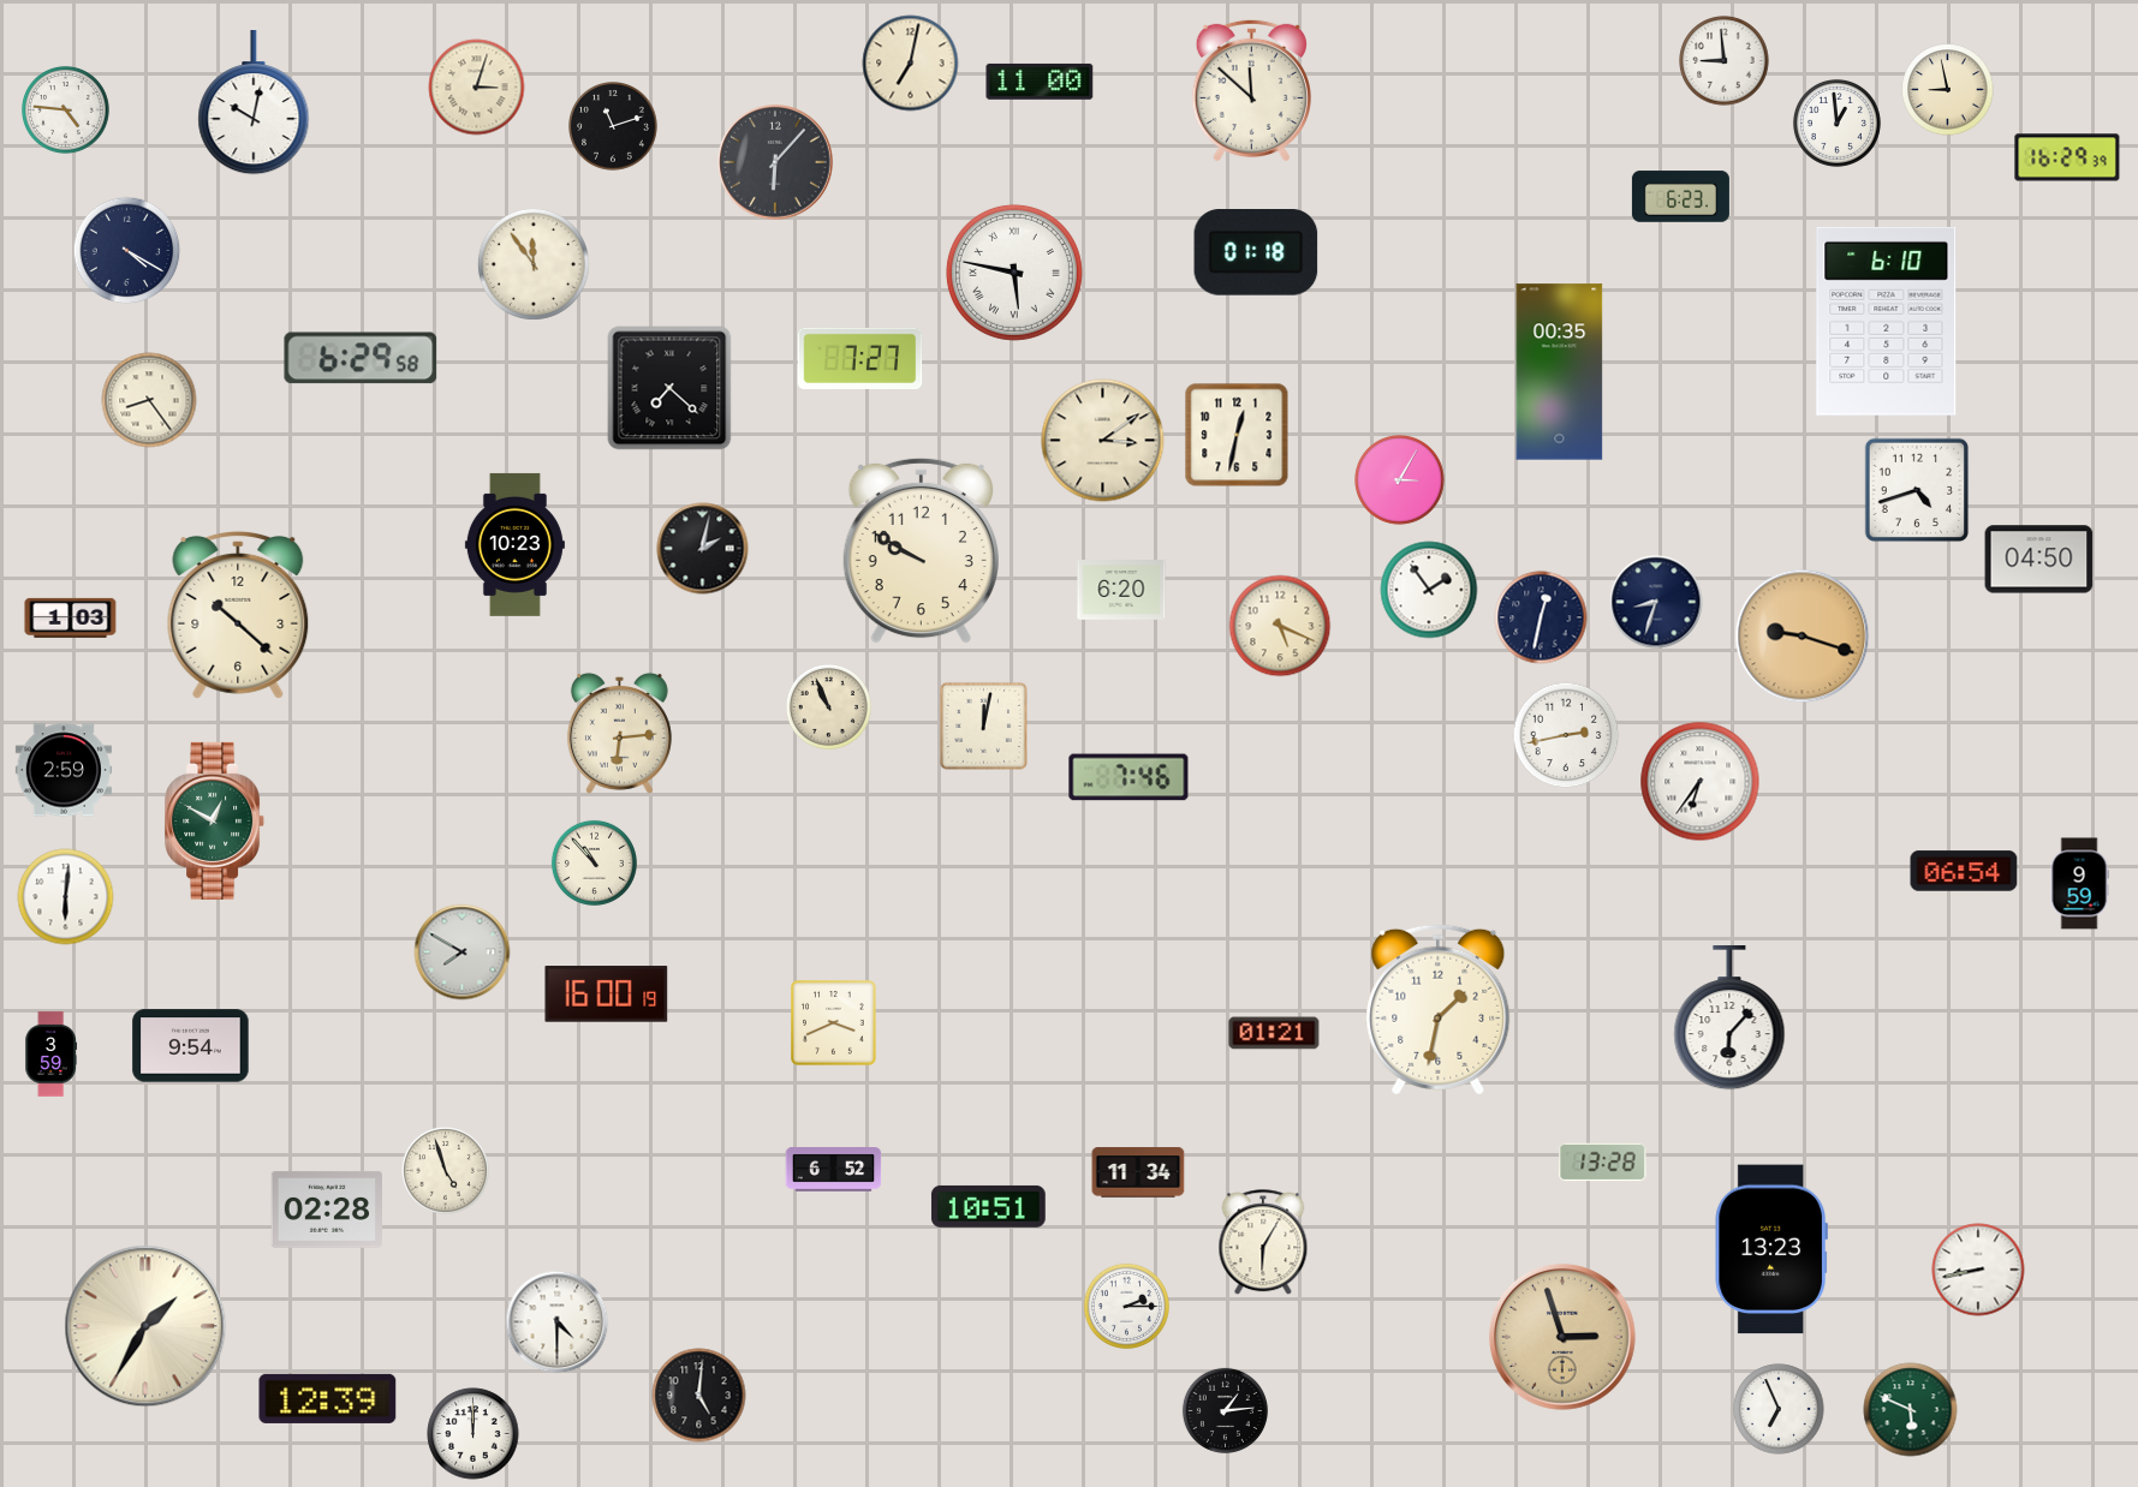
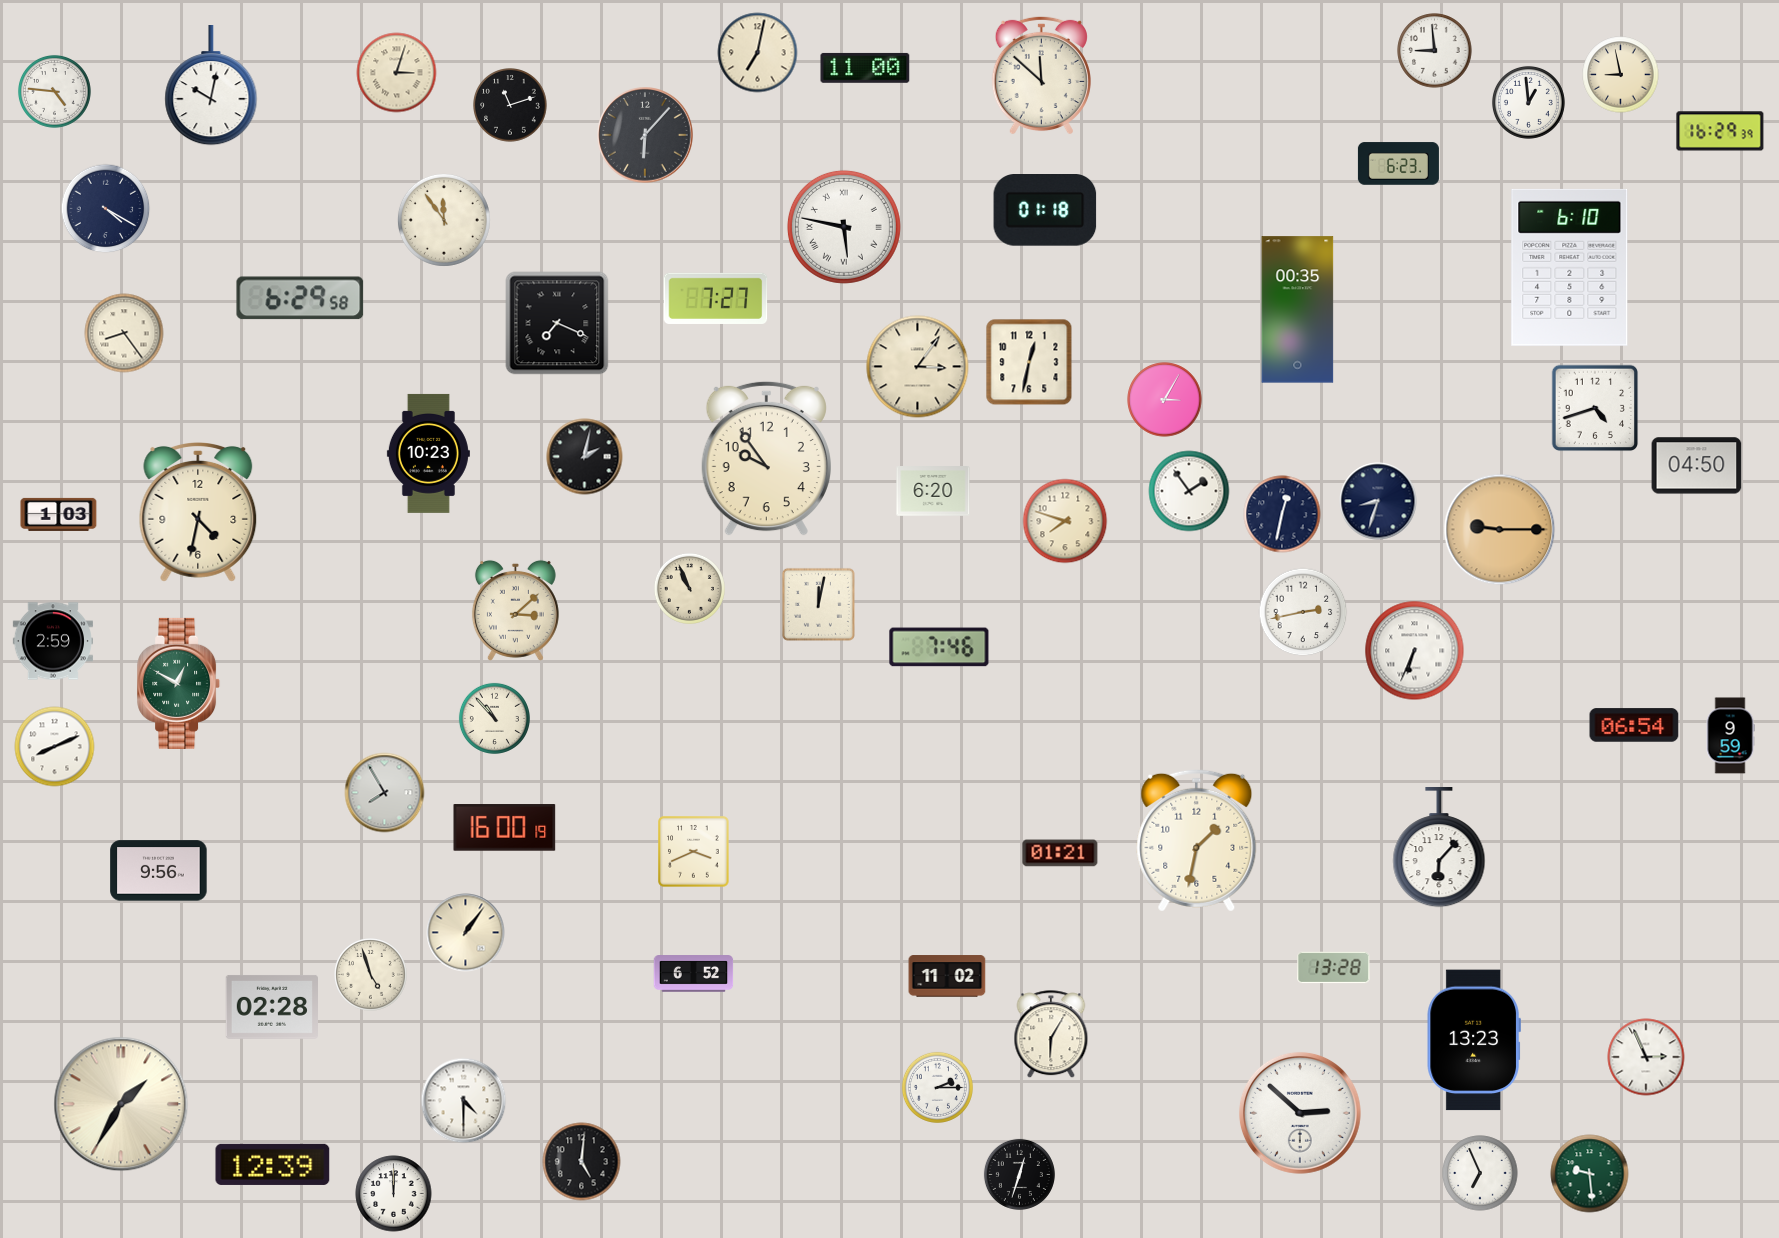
clock at (669, 388): 7:22 -> 7:19
clock at (1103, 441): 3:09 -> 3:06
clock at (921, 550): 9:50 -> 9:54
clock at (238, 616): 10:22 -> 4:32
clock at (1280, 626): 5:19 -> 7:48
clock at (1803, 637): 9:18 -> 9:15
clock at (619, 733): 6:14 -> 3:08
clock at (1701, 782): 6:36 -> 6:34
clock at (66, 897): 6:01 -> 8:11
clock at (463, 952): 7:50 -> 7:55
clock at (1274, 1033) position: (1274, 1033) -> (1060, 853)
clock at (191, 1046): 9:54 -> 9:56
clock at (50, 1055): 3:59 -> none
clock at (466, 933): none -> 1:06
clock at (1138, 1172): 11:34 -> 11:02
clock at (988, 1206): 10:51 -> none
clock at (1978, 1270): 8:43 -> 2:56
clock at (1562, 1337): 2:57 -> 2:52
clock at (1562, 1337) dial: champagne -> white
clock at (1225, 1410): 1:14 -> 12:33
clock at (1911, 1410): 5:49 -> 9:29
